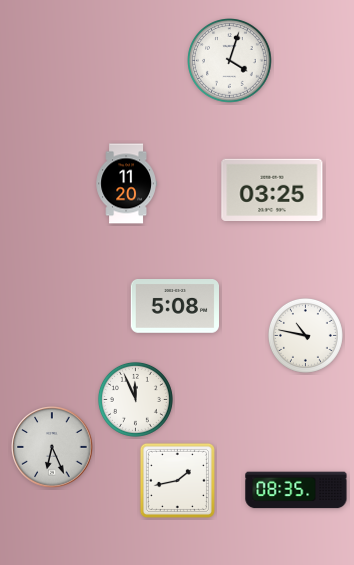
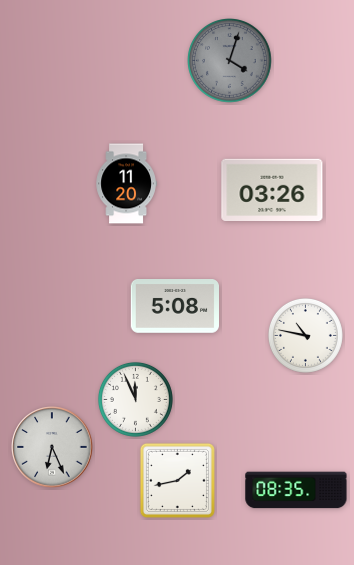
clock at (230, 61) dial: white -> grey
clock at (272, 189): 03:25 -> 03:26
